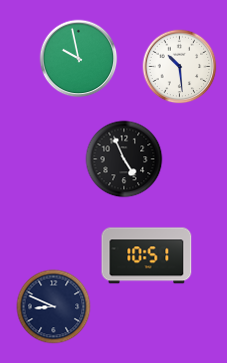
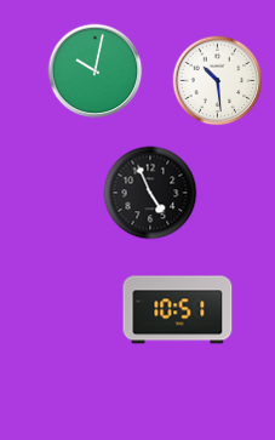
clock at (79, 59): 9:58 -> 10:02
clock at (54, 307): 8:49 -> none
